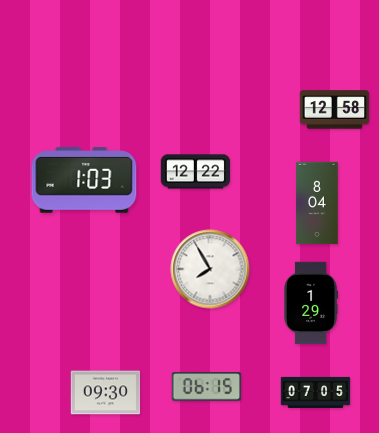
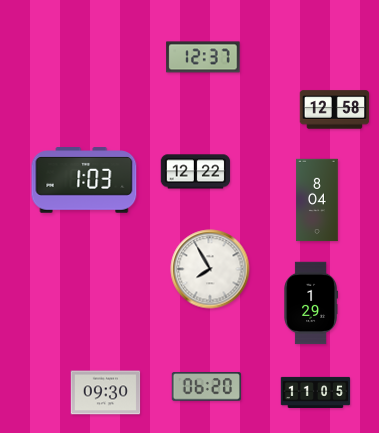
clock at (203, 57): none -> 12:37
clock at (317, 203) position: (317, 203) -> (317, 200)
clock at (207, 387): 06:15 -> 06:20
clock at (316, 392): 07:05 -> 11:05
